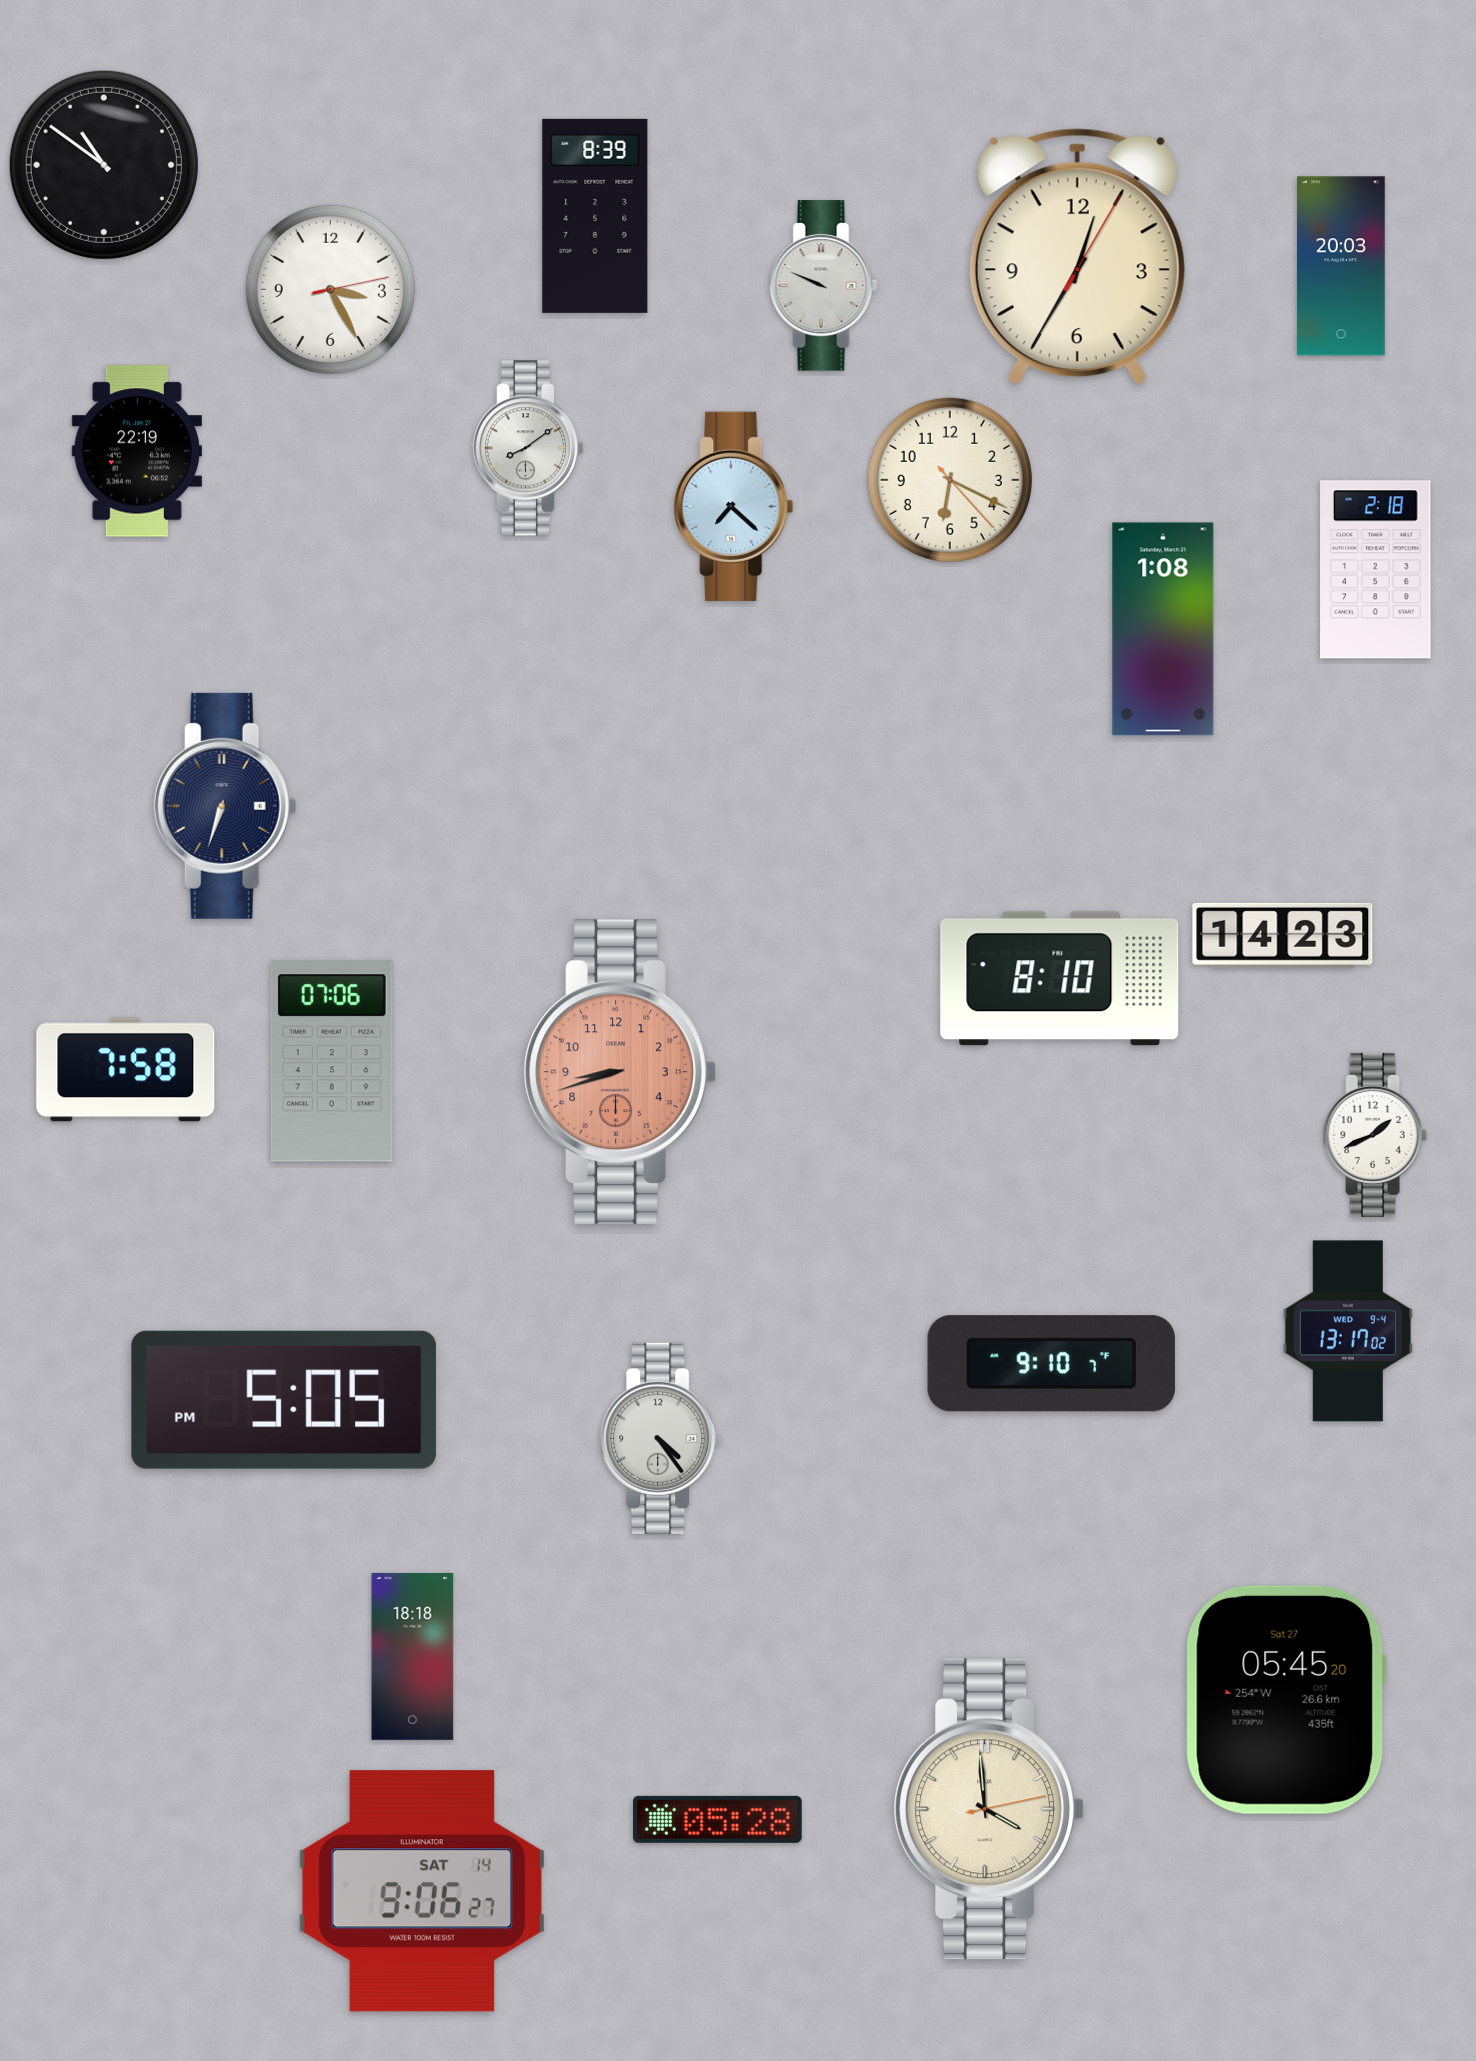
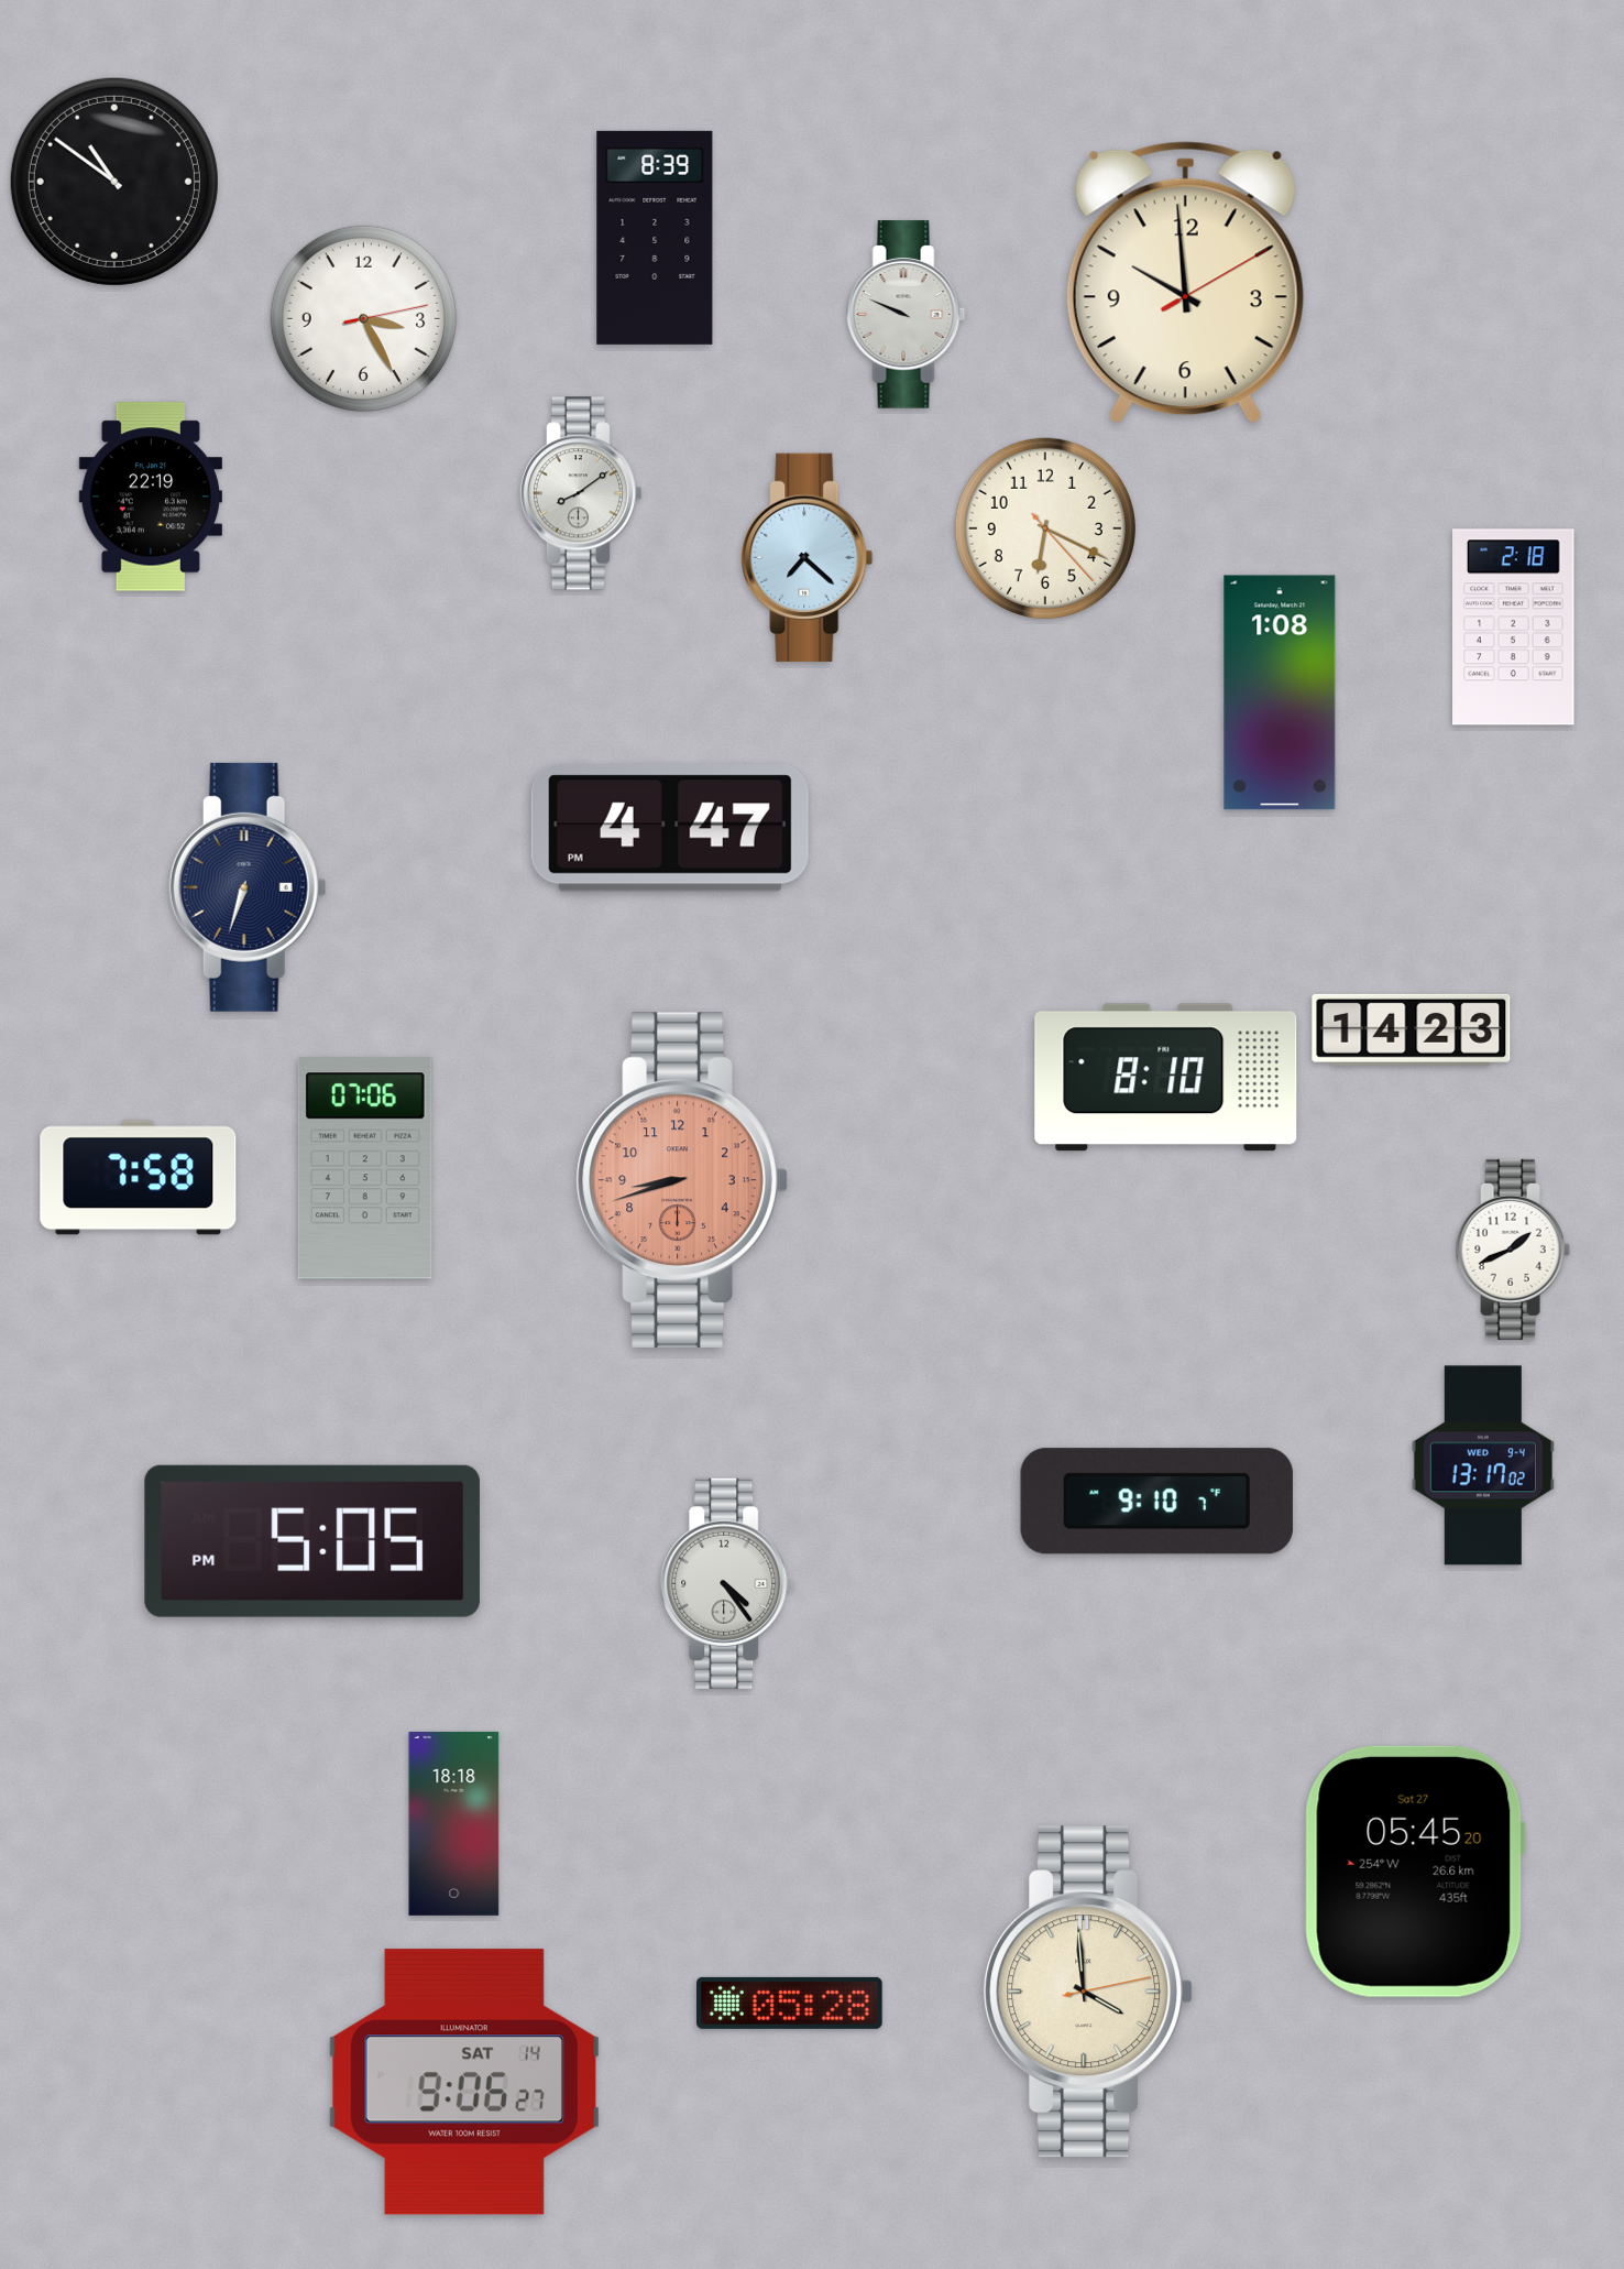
clock at (1077, 257): 12:35 -> 9:59
clock at (1341, 266): 20:03 -> none
clock at (670, 828): none -> 4:47
